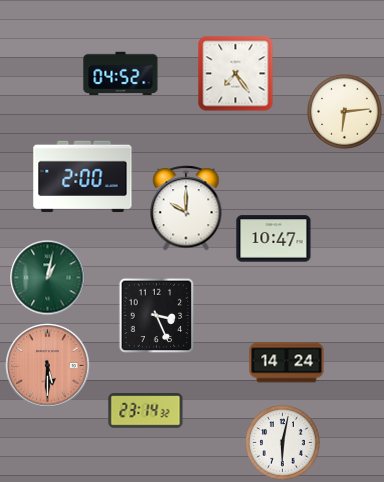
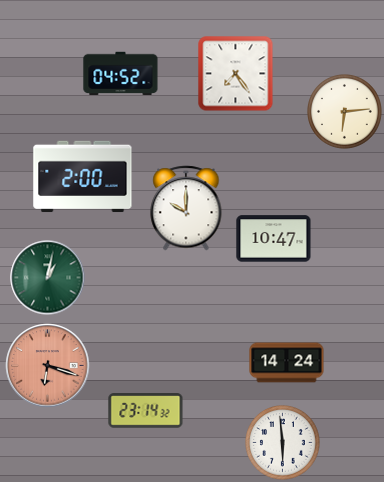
clock at (157, 316): 3:26 -> none
clock at (48, 366): 5:30 -> 6:18
clock at (283, 443): 6:02 -> 5:59
